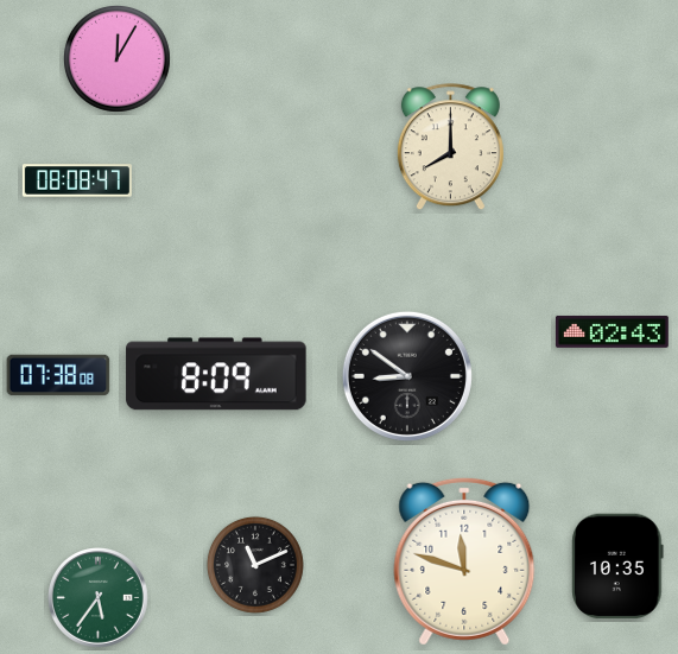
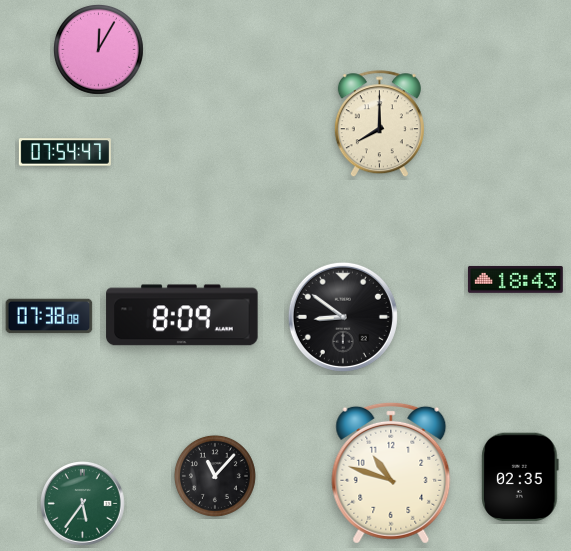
clock at (77, 180): 08:08 -> 07:54
clock at (612, 332): 02:43 -> 18:43
clock at (464, 561): 11:48 -> 10:48
clock at (255, 565): 11:11 -> 11:07
clock at (617, 566): 10:35 -> 02:35
